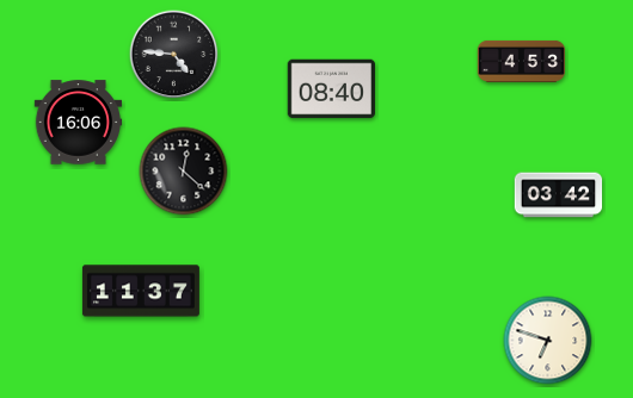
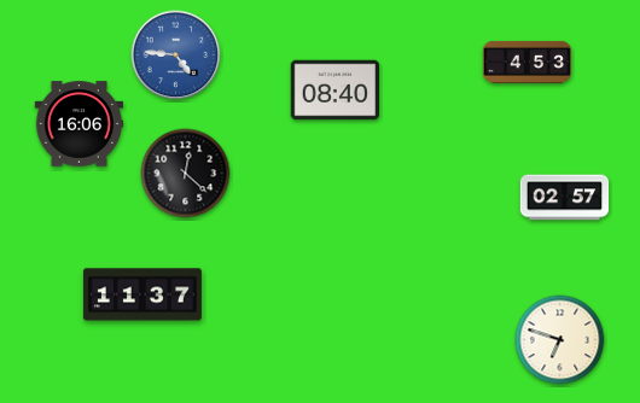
clock at (174, 55) dial: black -> blue
clock at (559, 195): 03:42 -> 02:57
clock at (548, 341) position: (548, 341) -> (560, 340)
